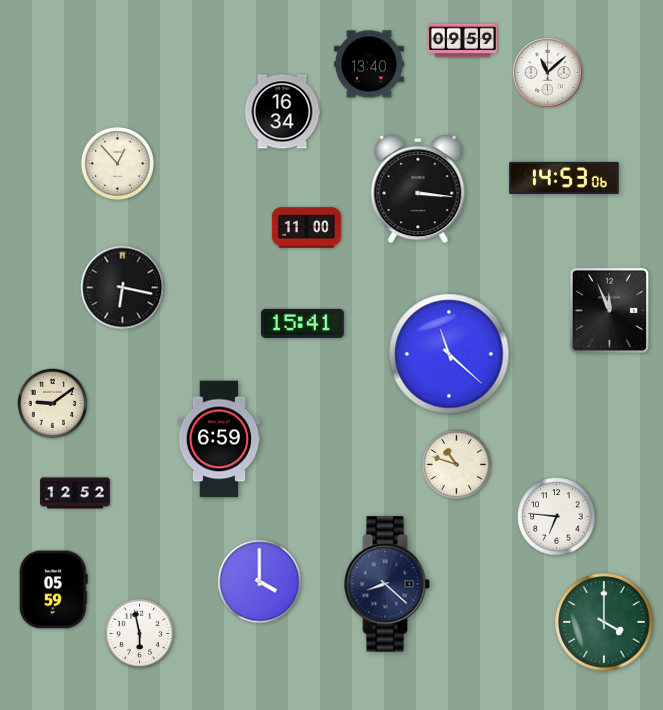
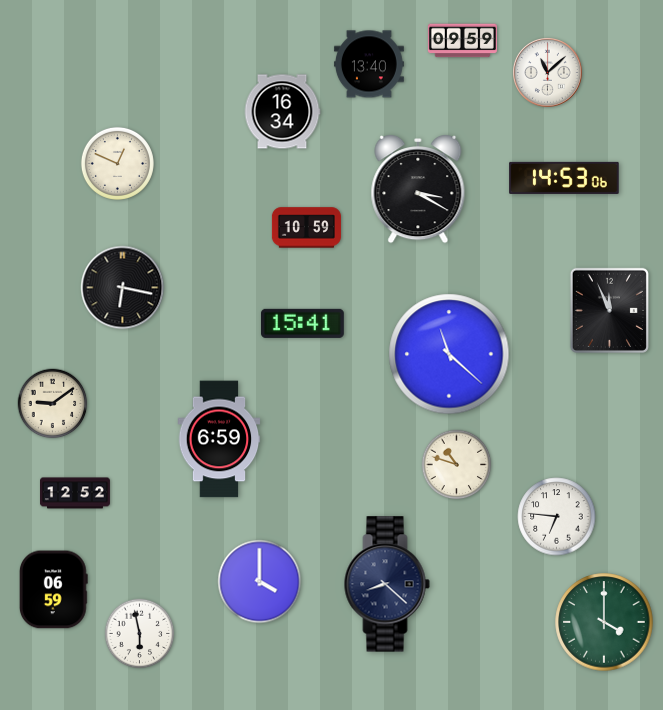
clock at (117, 163): 12:53 -> 12:49
clock at (418, 190): 3:16 -> 3:20
clock at (306, 228): 11:00 -> 10:59
clock at (54, 590): 05:59 -> 06:59
